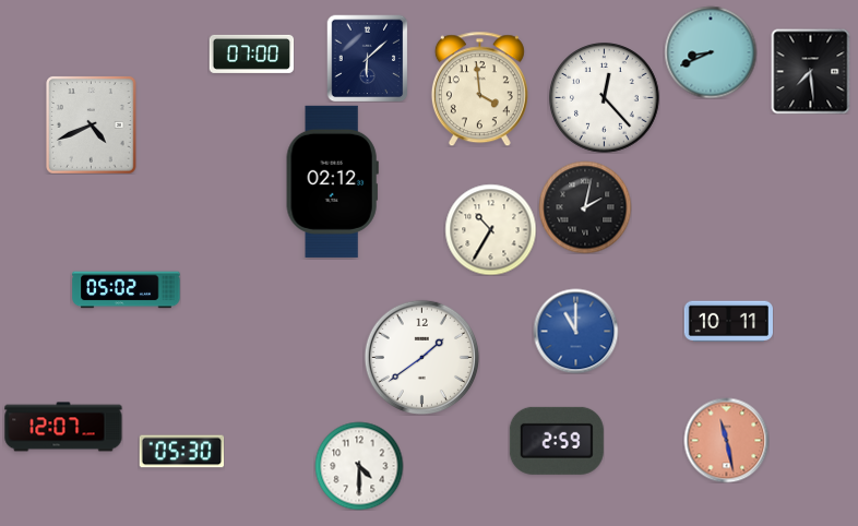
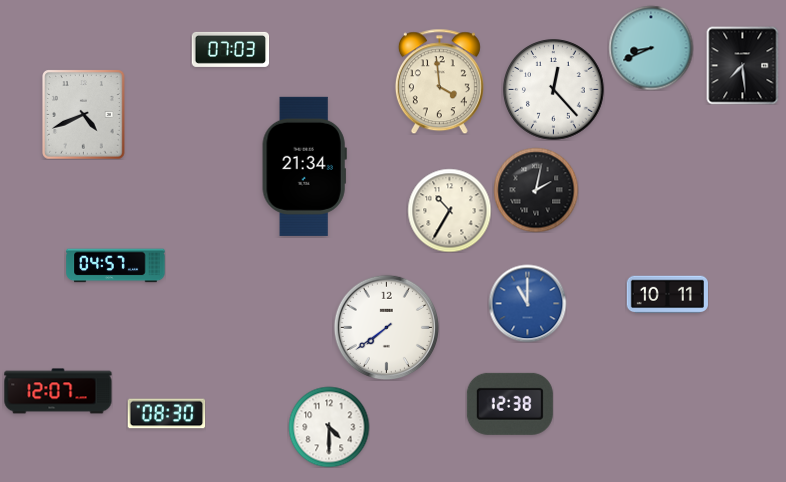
clock at (251, 53): 07:00 -> 07:03
clock at (368, 58): 6:08 -> none
clock at (332, 181): 02:12 -> 21:34
clock at (127, 290): 05:02 -> 04:57
clock at (421, 357): 1:39 -> 7:39
clock at (726, 440): 11:28 -> none
clock at (557, 441): 2:59 -> 12:38
clock at (181, 452): 05:30 -> 08:30
